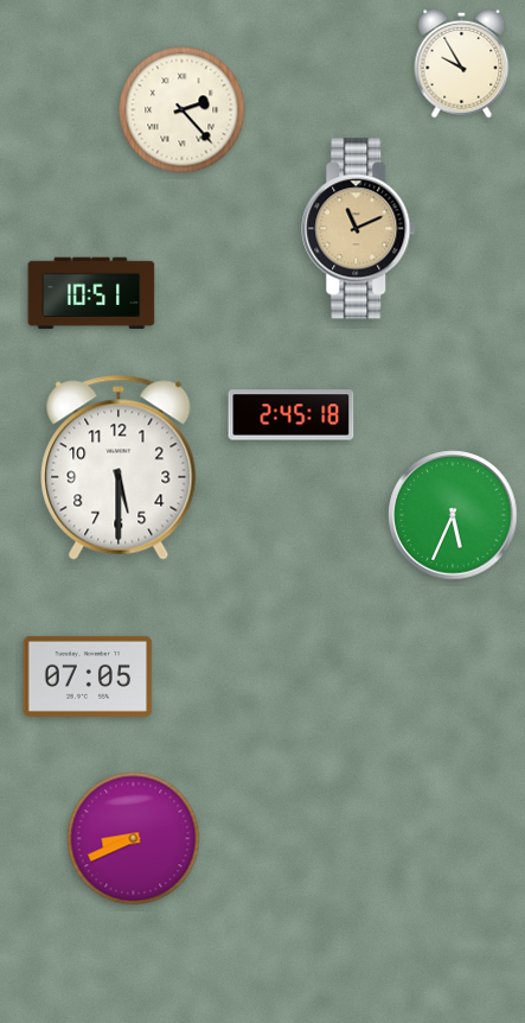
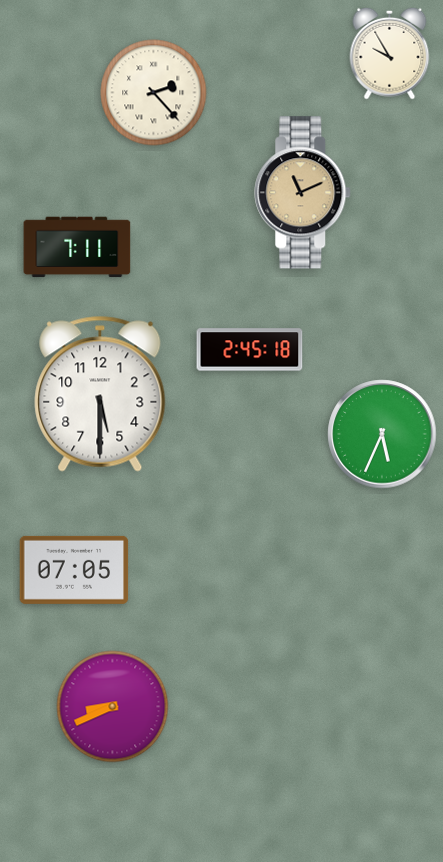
clock at (91, 293): 10:51 -> 7:11
clock at (292, 415) position: (292, 415) -> (250, 350)
